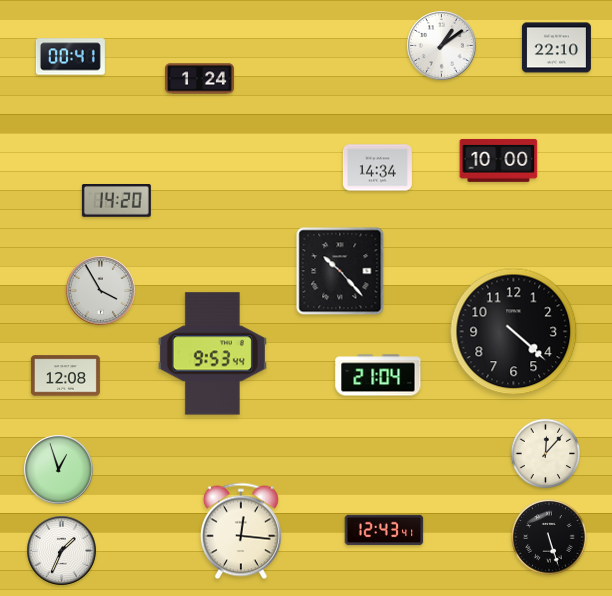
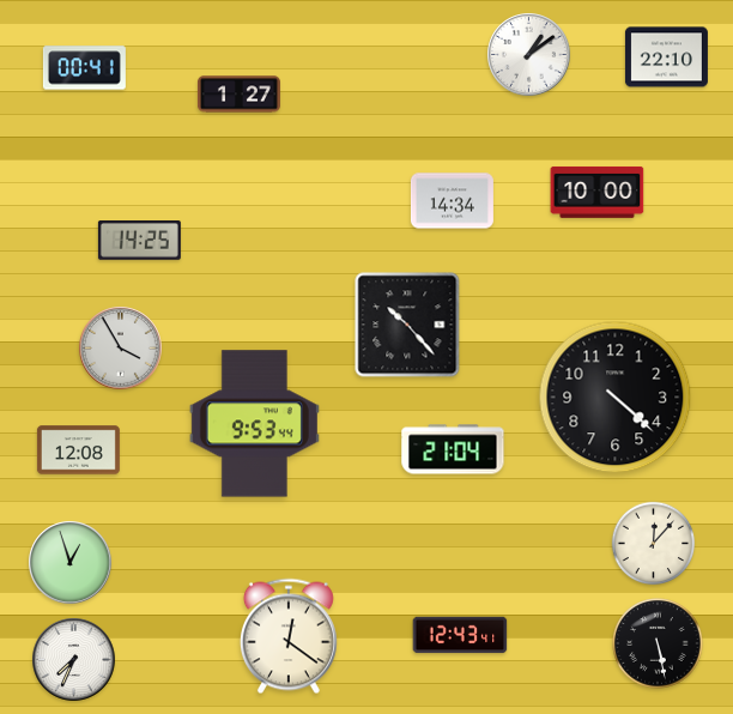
clock at (199, 79): 1:24 -> 1:27
clock at (116, 201): 14:20 -> 14:25
clock at (241, 531): 12:16 -> 12:21
clock at (549, 537): 5:27 -> 5:28
clock at (62, 551): 1:34 -> 7:34
